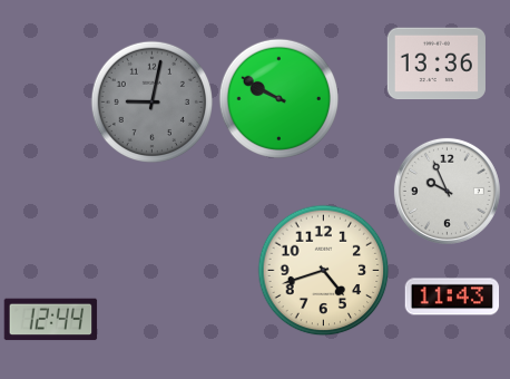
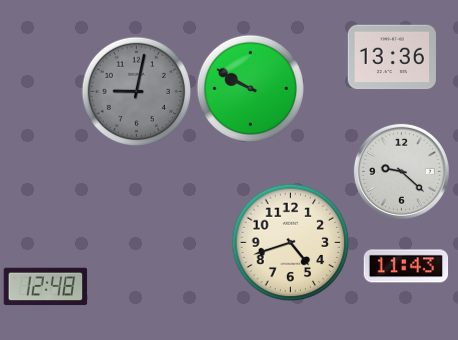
clock at (447, 191): 9:56 -> 9:22
clock at (50, 320): 12:44 -> 12:48
